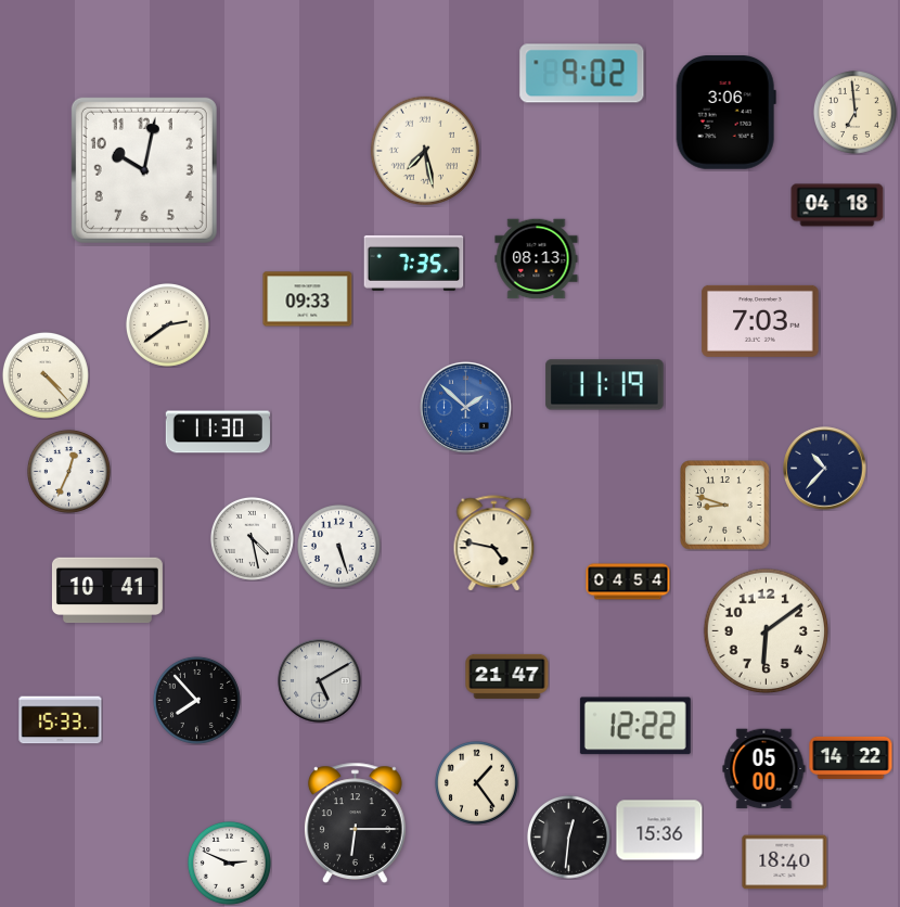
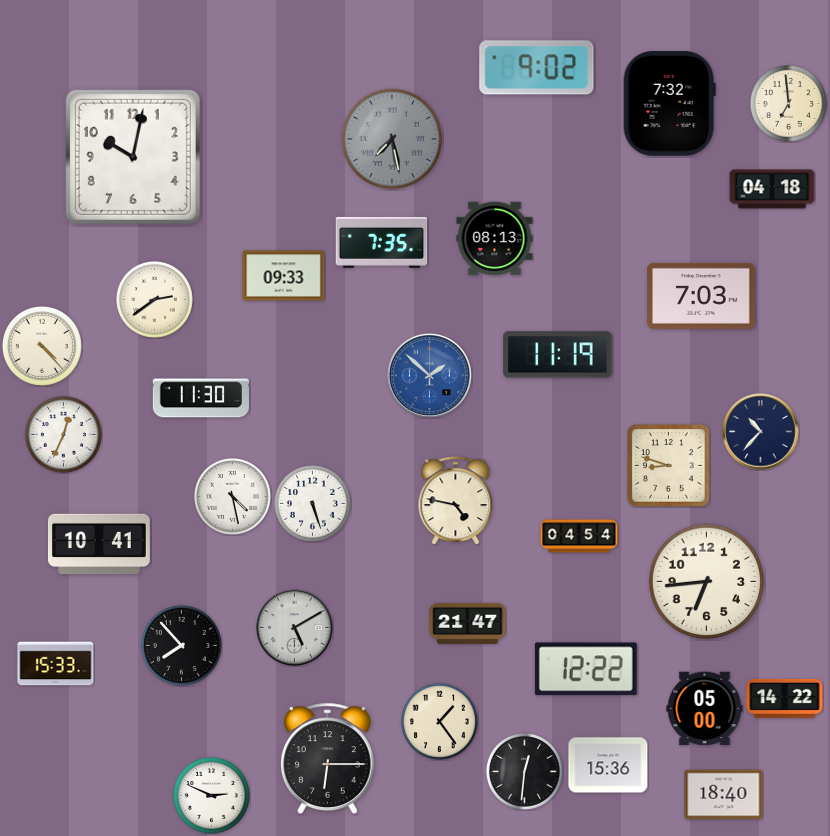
clock at (725, 113): 3:06 -> 7:32
clock at (424, 150) dial: cream -> grey
clock at (767, 631): 6:09 -> 6:44
